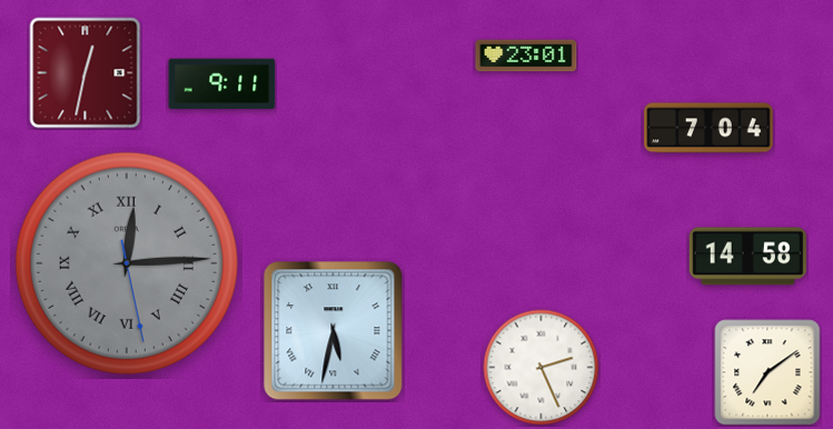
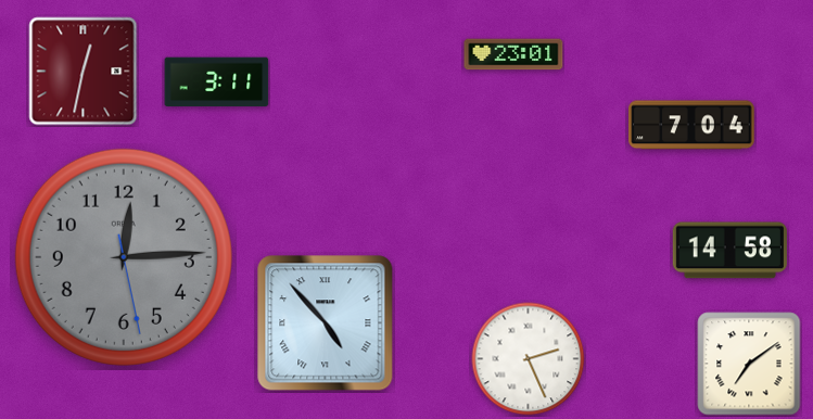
clock at (222, 84): 9:11 -> 3:11
clock at (127, 263) numerals: Roman -> Arabic
clock at (334, 331): 5:32 -> 4:53
